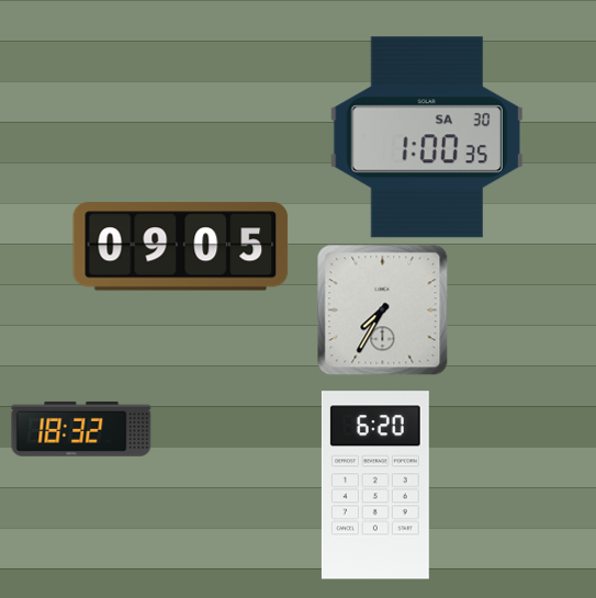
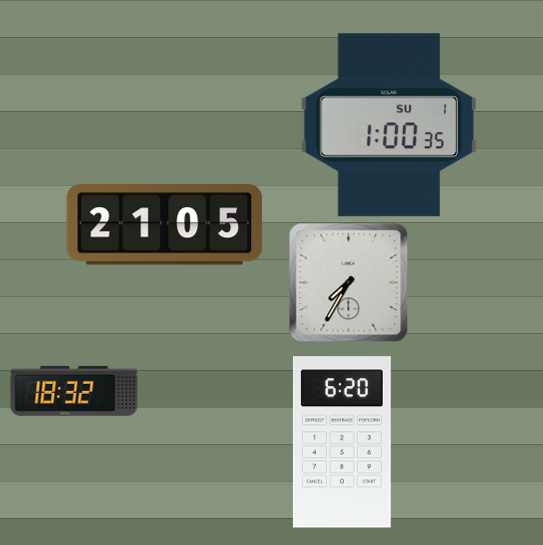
clock at (426, 137) date: SA 30 -> SU 1
clock at (181, 247): 09:05 -> 21:05
